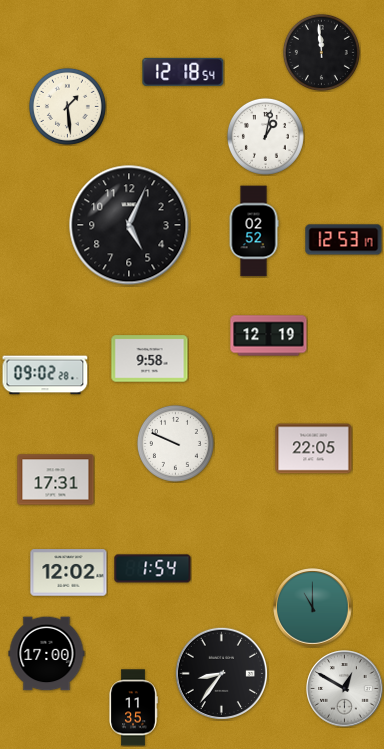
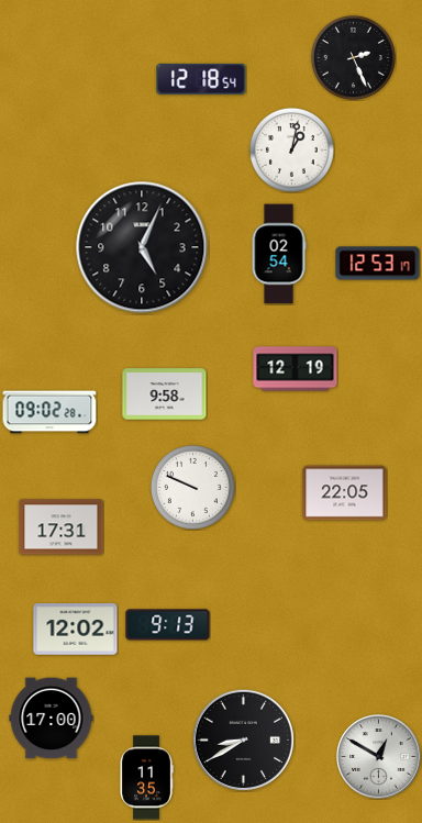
clock at (321, 52): 11:59 -> 2:26
clock at (67, 106): 1:29 -> none
clock at (254, 231): 02:52 -> 02:54
clock at (153, 569): 1:54 -> 9:13
clock at (313, 608): 11:00 -> none
clock at (221, 673): 8:36 -> 8:40
